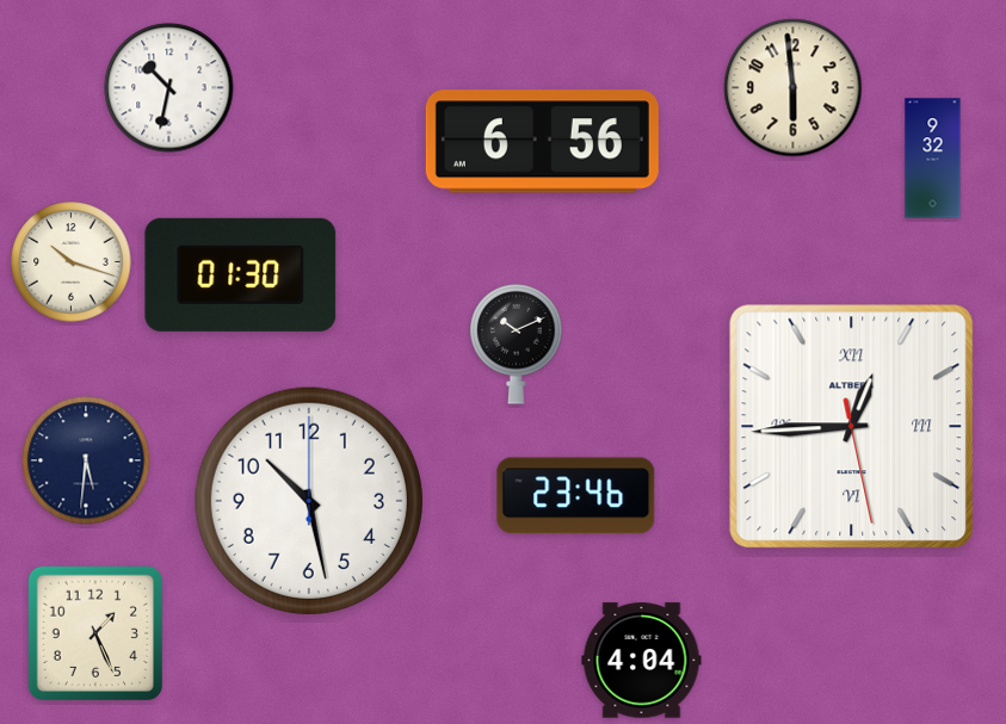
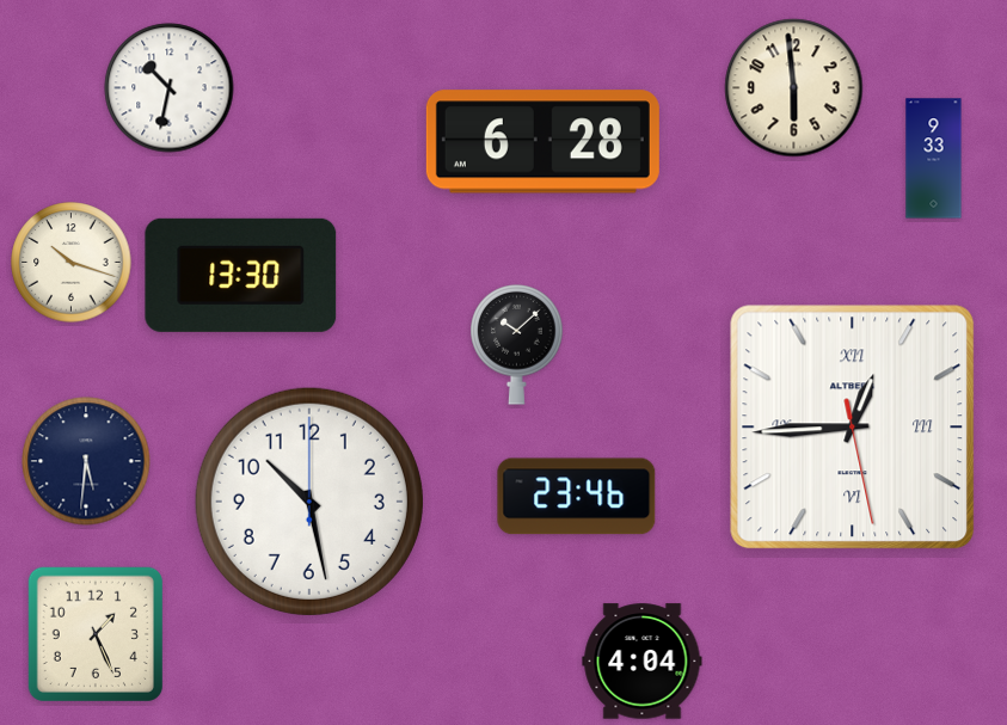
clock at (542, 142): 6:56 -> 6:28
clock at (933, 159): 9:32 -> 9:33
clock at (241, 274): 01:30 -> 13:30
clock at (517, 345): 10:11 -> 10:08
